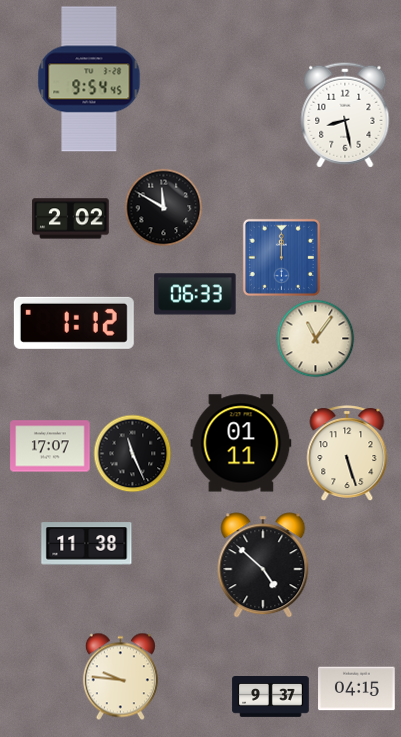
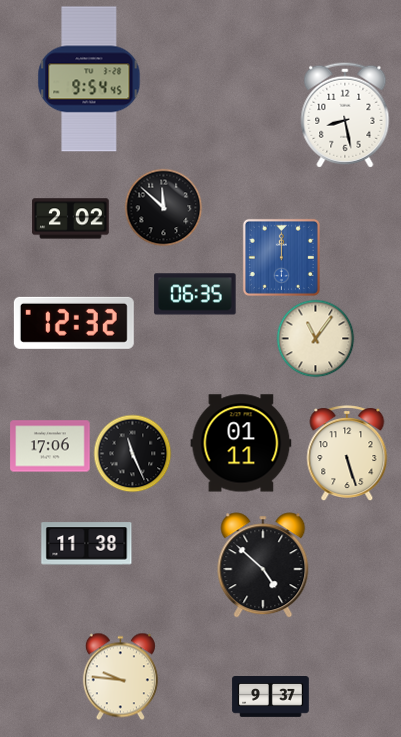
clock at (163, 207): 11:50 -> 11:52
clock at (195, 294): 06:33 -> 06:35
clock at (74, 323): 1:12 -> 12:32
clock at (50, 446): 17:07 -> 17:06
clock at (357, 689): 04:15 -> none
